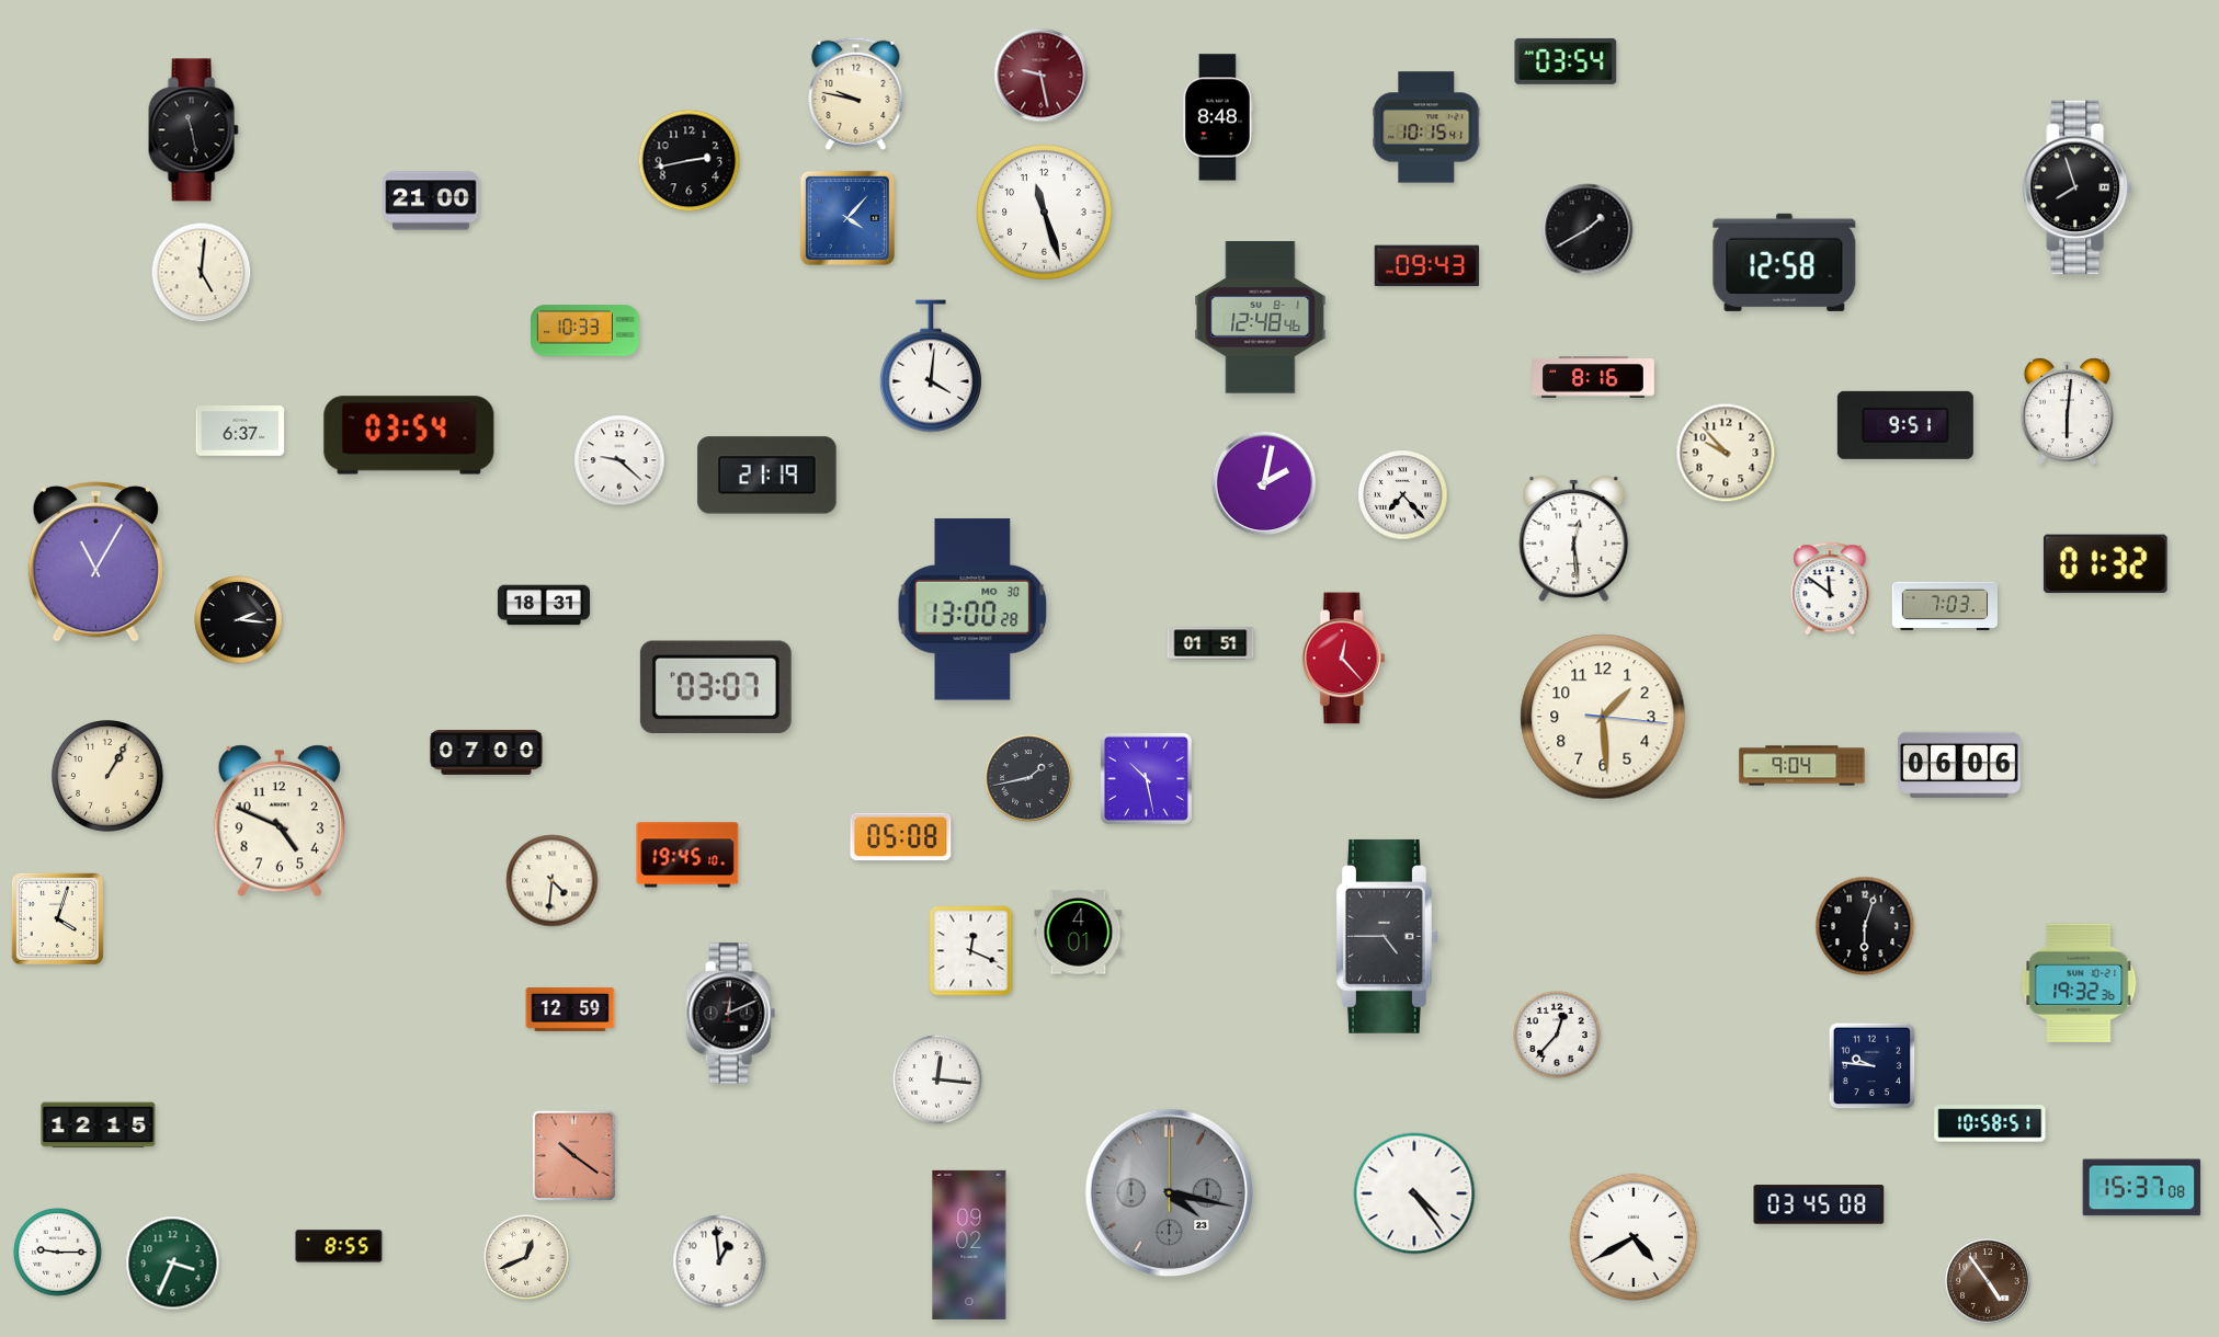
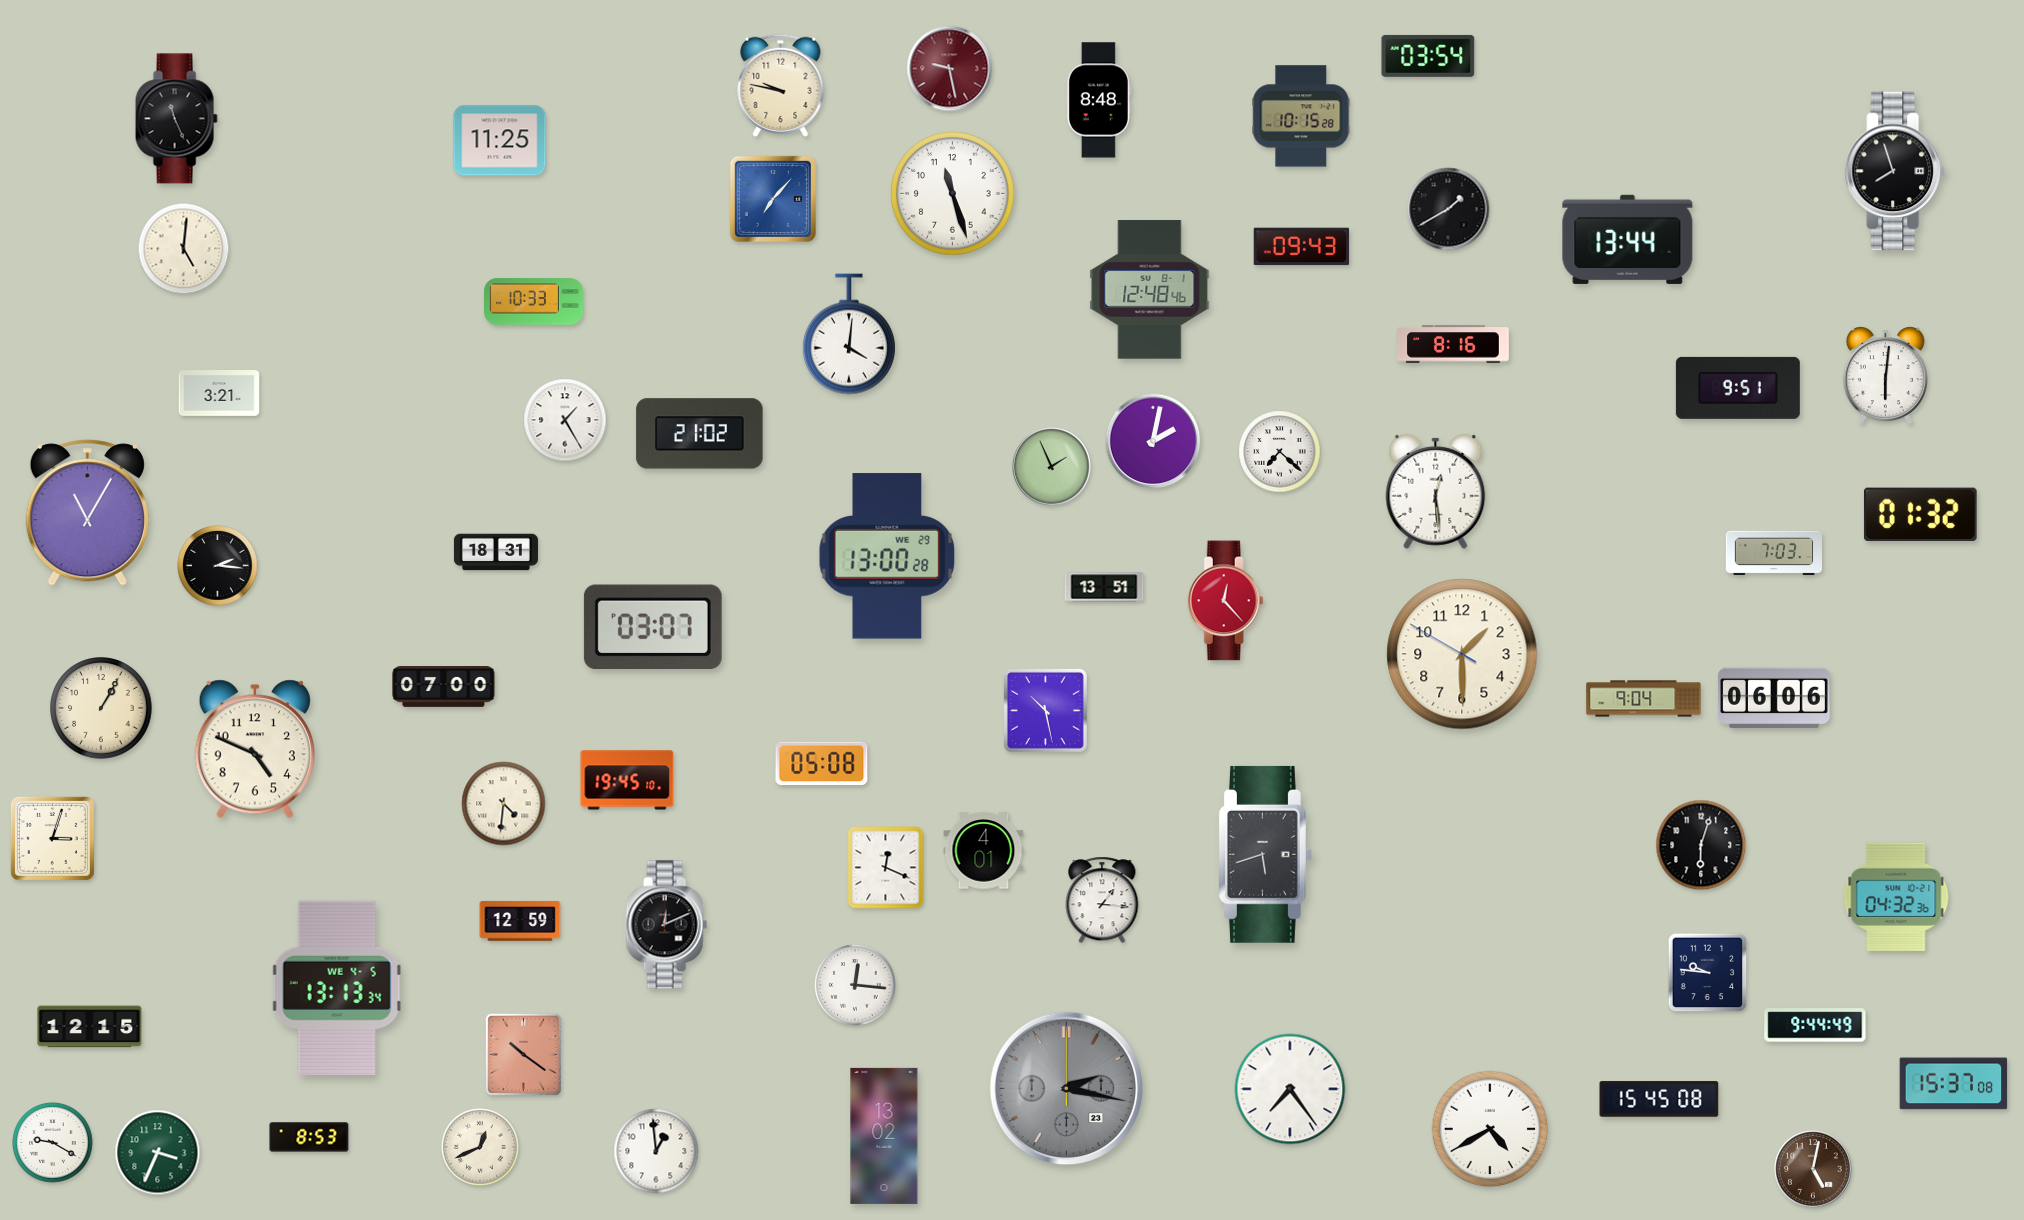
clock at (1218, 117) position: (1218, 117) -> (1099, 100)
clock at (1426, 127): 10:15:41 -> 10:15:28
clock at (193, 130): 11:28 -> 11:26
clock at (500, 141): none -> 11:25
clock at (690, 161): 2:43 -> none
clock at (431, 201): 21:00 -> none
clock at (847, 218): 4:07 -> 7:07
clock at (1785, 262): 12:58 -> 13:44
clock at (1427, 266) position: (1427, 266) -> (1302, 247)
clock at (240, 432): 6:37 -> 3:21
clock at (409, 435): 03:54 -> none
clock at (1726, 453): 9:53 -> none
clock at (619, 460): 9:22 -> 1:25
clock at (767, 476): 21:19 -> 21:02
clock at (1403, 495): 7:23 -> 7:22
clock at (1052, 467): none -> 1:56
clock at (1830, 588): 11:51 -> none
clock at (972, 609) date: MO 30 -> WE 29
clock at (1210, 643): 01:51 -> 13:51
clock at (1603, 717): 1:29:16 -> 1:29:50
clock at (1960, 765) position: (1960, 765) -> (1775, 698)
clock at (107, 776) position: (107, 776) -> (101, 708)
clock at (1028, 778): 1:43 -> none
clock at (57, 918): 4:03 -> 3:03
clock at (1387, 936): 4:45 -> 5:42
clock at (2079, 983): 19:32 -> 04:32
clock at (1102, 900): none -> 1:16
clock at (1557, 1035): 12:37 -> none
clock at (337, 988): none -> 13:13
clock at (1990, 1123): 10:58 -> 9:44
clock at (1170, 1193): 4:17 -> 2:17
clock at (1414, 1193): 4:24 -> 7:24
clock at (1819, 1204): 03:45 -> 15:45
clock at (969, 1245): 09:02 -> 13:02
clock at (339, 1246): 8:55 -> 8:53
clock at (58, 1253): 9:15 -> 9:20
clock at (1988, 1281): 4:54 -> 5:02
